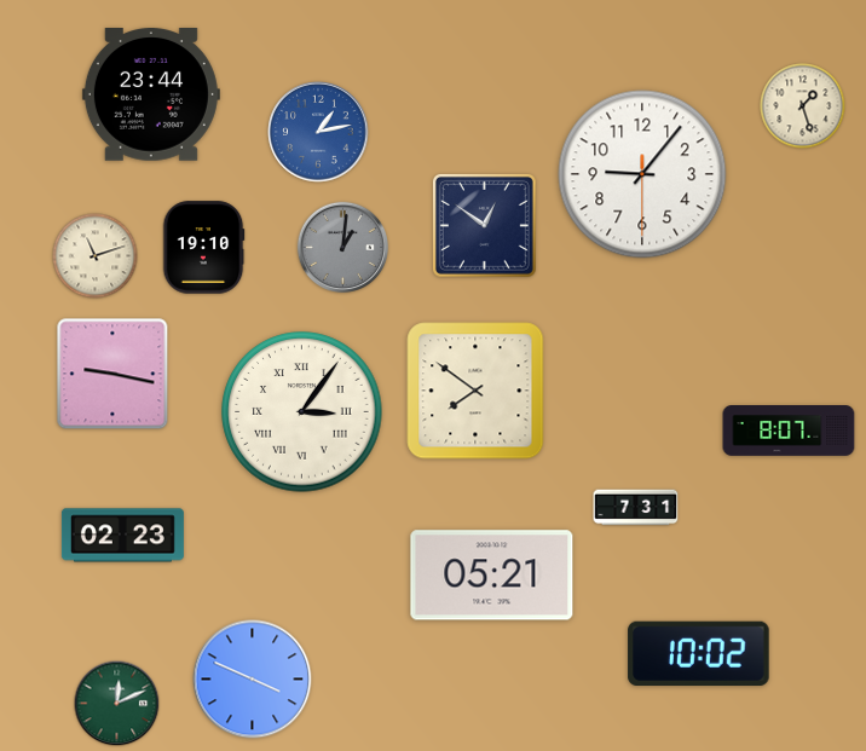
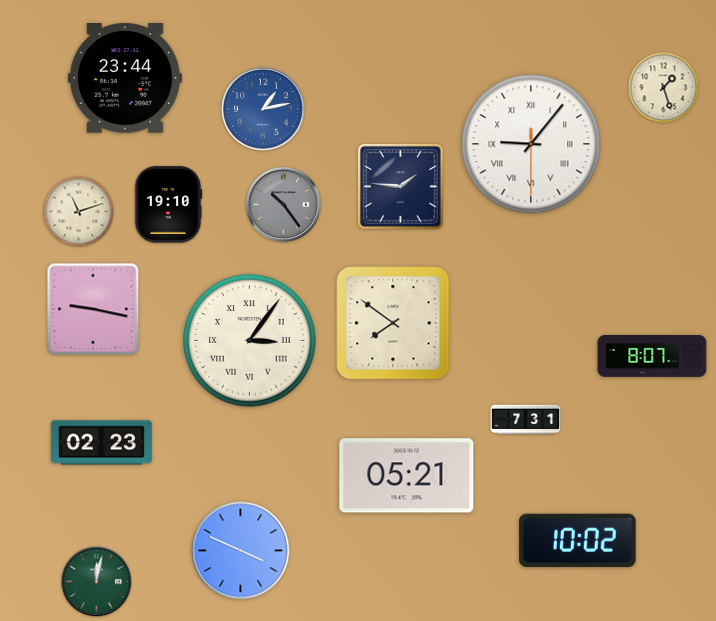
clock at (642, 174) numerals: Arabic -> Roman
clock at (484, 225): 12:51 -> 1:46
clock at (342, 247): 1:01 -> 10:24
clock at (253, 680) position: (253, 680) -> (241, 551)
clock at (117, 704): 12:11 -> 12:02
